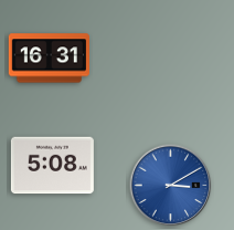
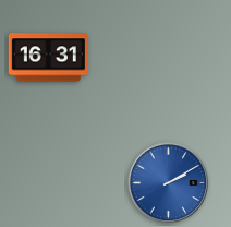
clock at (52, 166): 5:08 -> none
clock at (171, 186): 3:10 -> 2:10
